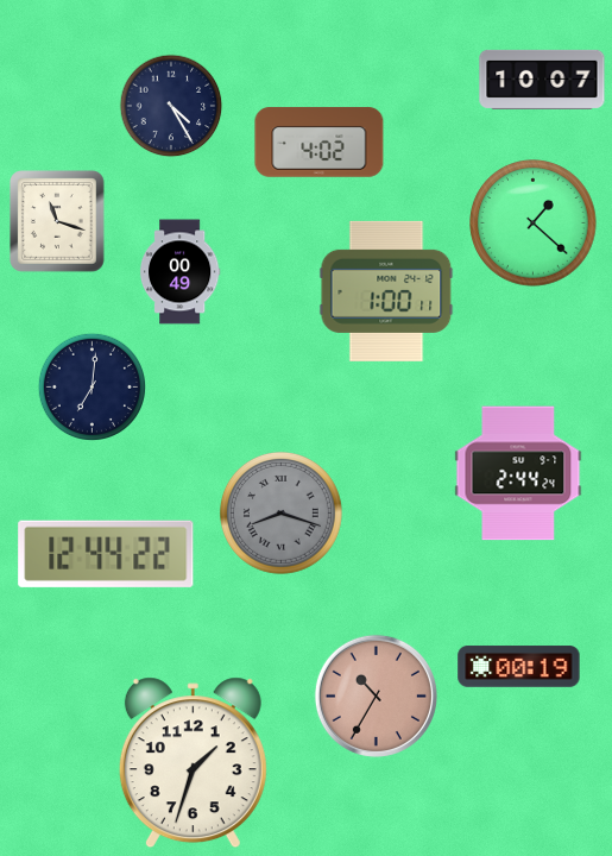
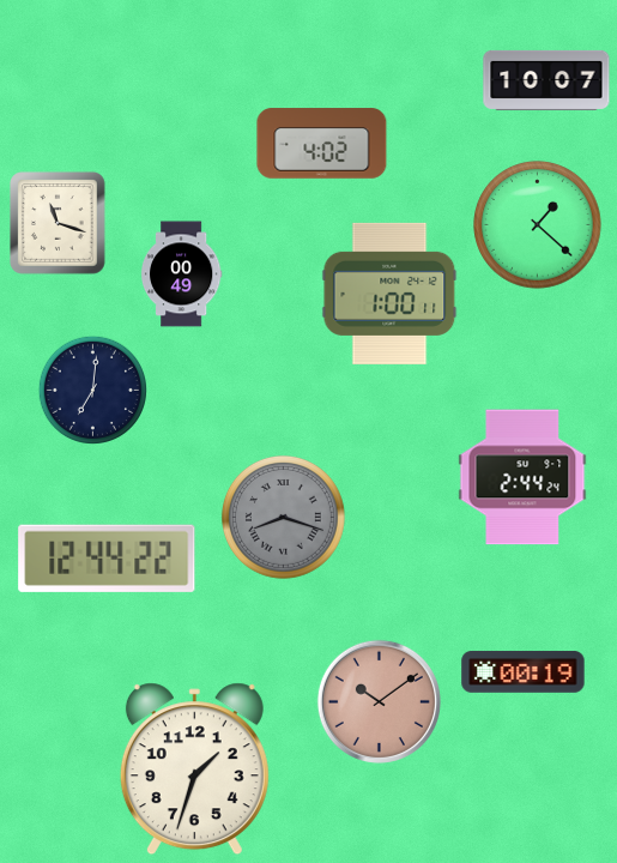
clock at (171, 106): 4:25 -> none
clock at (376, 695): 10:35 -> 10:09
